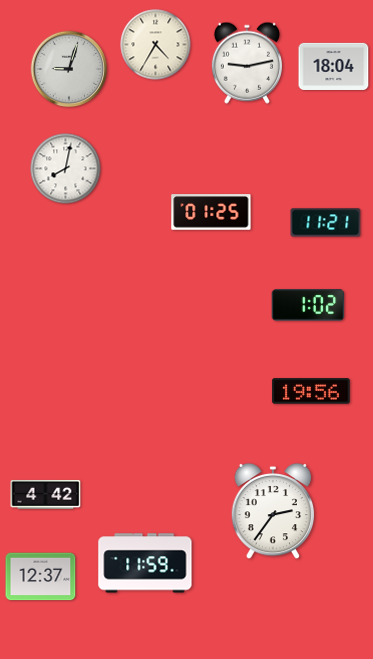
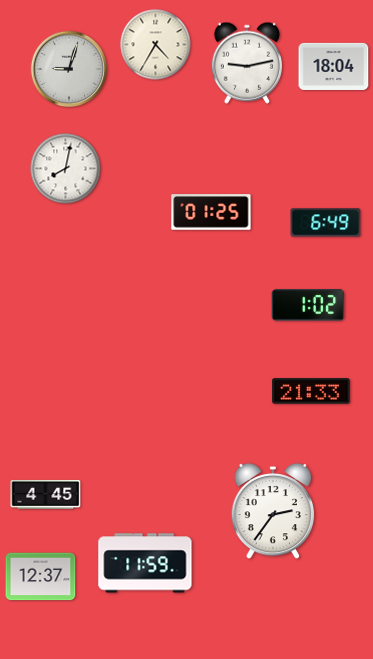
clock at (326, 223): 11:21 -> 6:49
clock at (311, 391): 19:56 -> 21:33
clock at (46, 494): 4:42 -> 4:45
